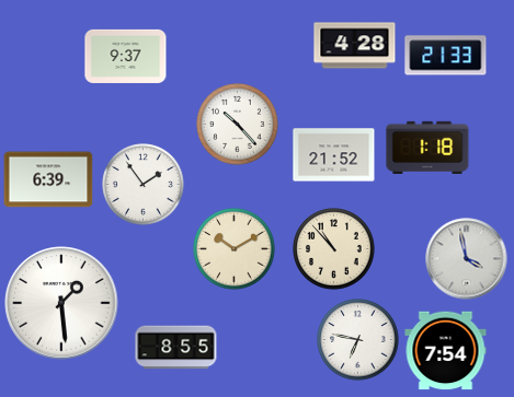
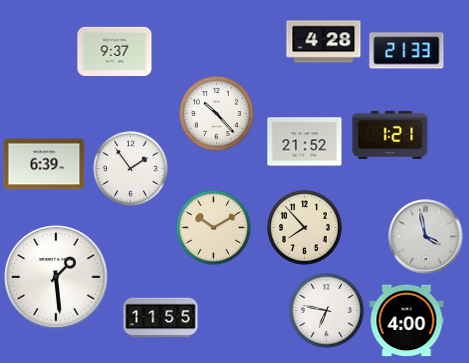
clock at (427, 148): 1:18 -> 1:21
clock at (334, 249): 10:53 -> 7:53
clock at (176, 348): 8:55 -> 11:55
clock at (446, 351): 7:54 -> 4:00
